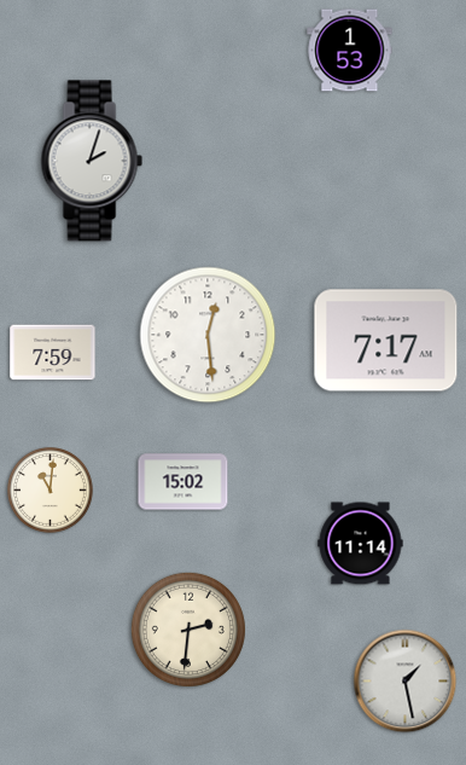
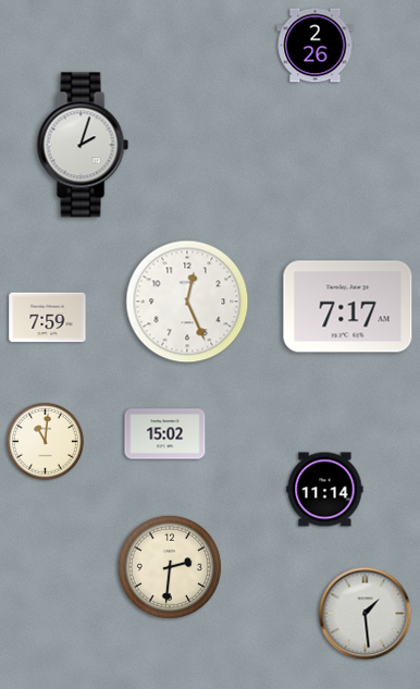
clock at (350, 51): 1:53 -> 2:26
clock at (208, 335): 12:29 -> 12:26
clock at (406, 682): 1:28 -> 1:29
